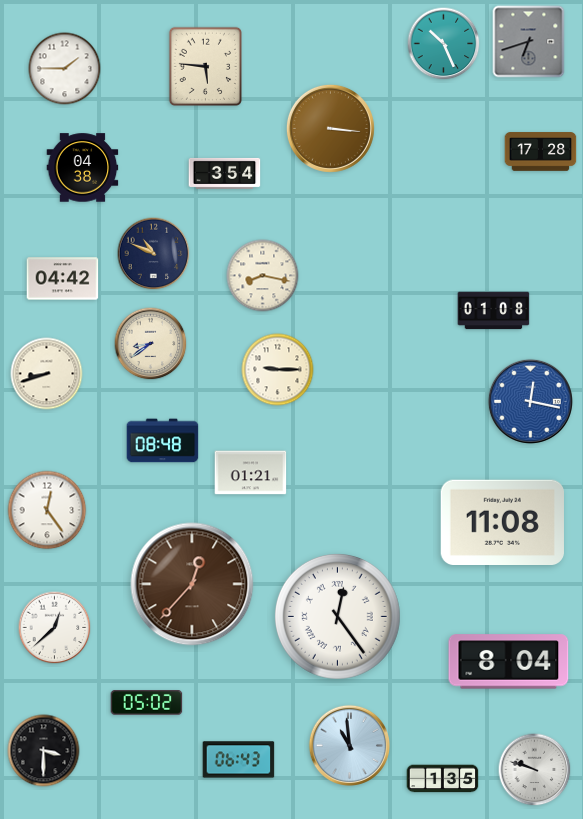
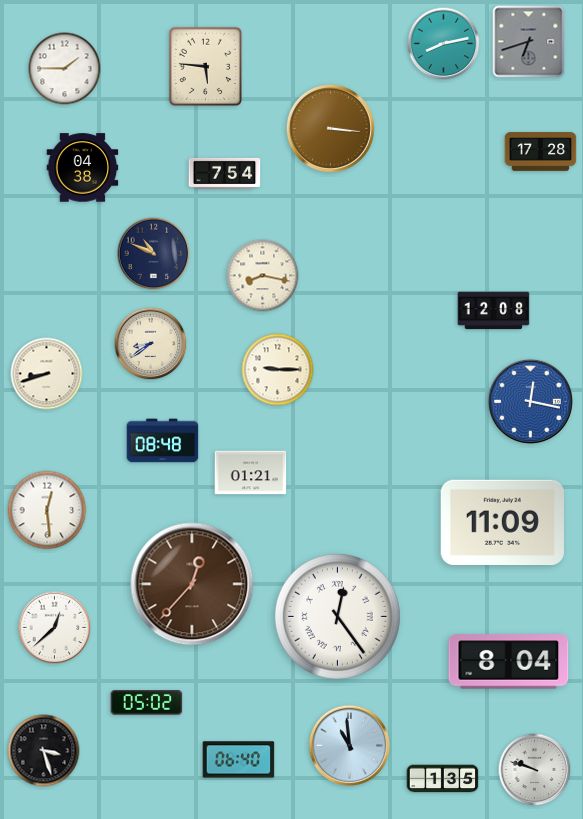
clock at (444, 44): 10:26 -> 8:13
clock at (225, 173): 3:54 -> 7:54
clock at (63, 279): 04:42 -> none
clock at (494, 311): 01:08 -> 12:08
clock at (47, 510): 12:24 -> 12:29
clock at (502, 522): 11:08 -> 11:09
clock at (44, 751): 3:30 -> 3:27
clock at (239, 760): 06:43 -> 06:40
